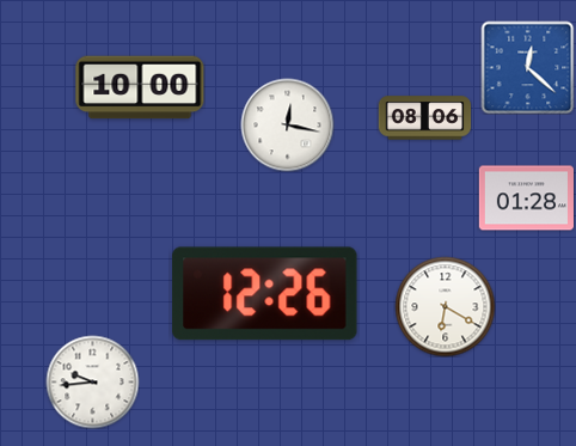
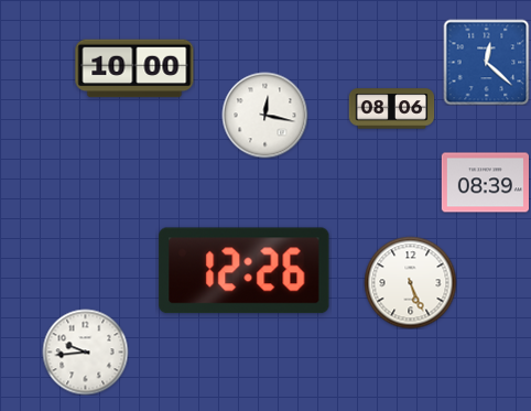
clock at (140, 87) position: (140, 87) -> (134, 68)
clock at (526, 198): 01:28 -> 08:39
clock at (445, 306): 6:20 -> 5:26
